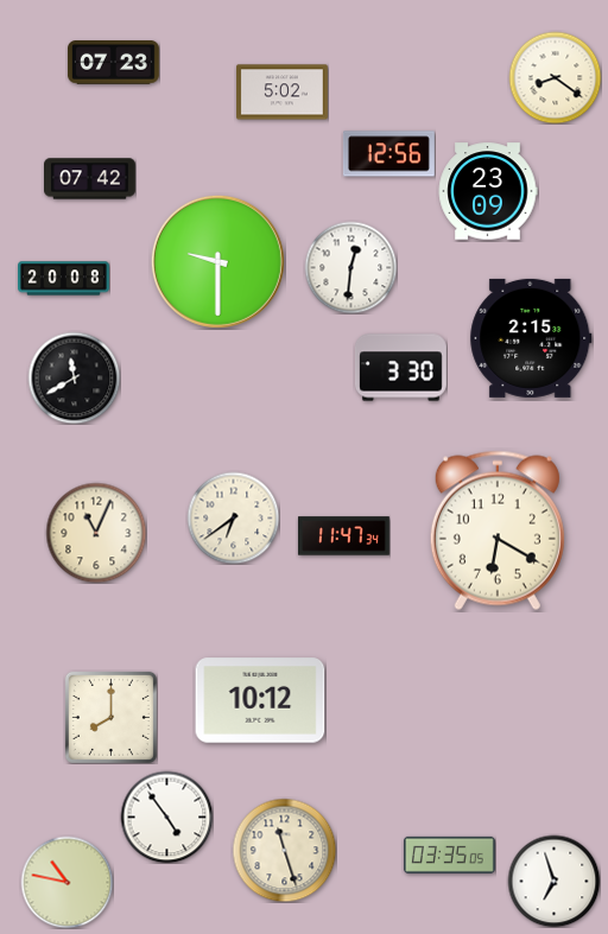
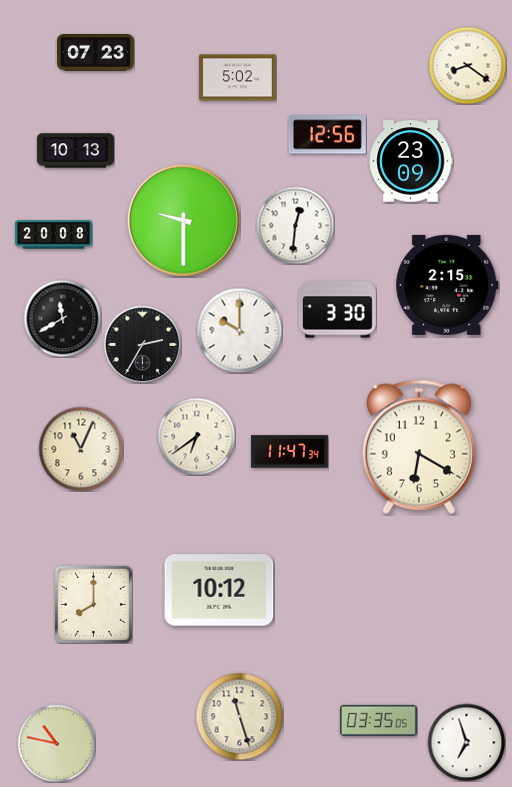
clock at (388, 154) position: (388, 154) -> (327, 135)
clock at (90, 179): 07:42 -> 10:13
clock at (239, 330): none -> 10:00
clock at (142, 344): none -> 2:35
clock at (166, 817): 4:54 -> none
